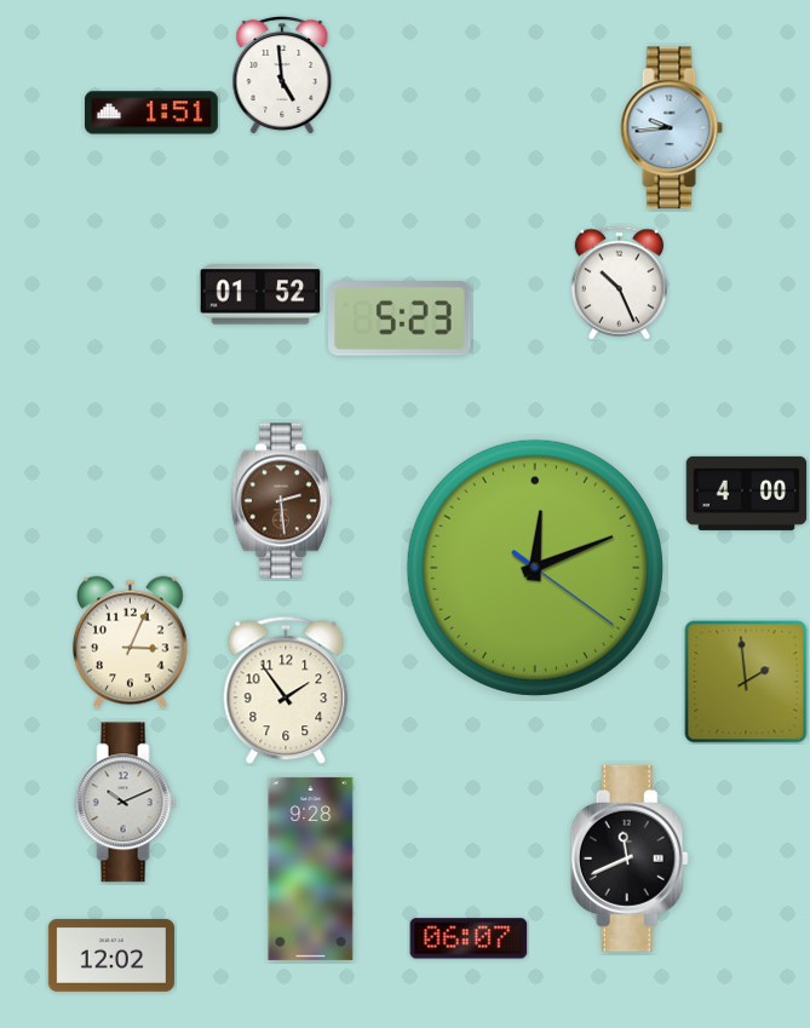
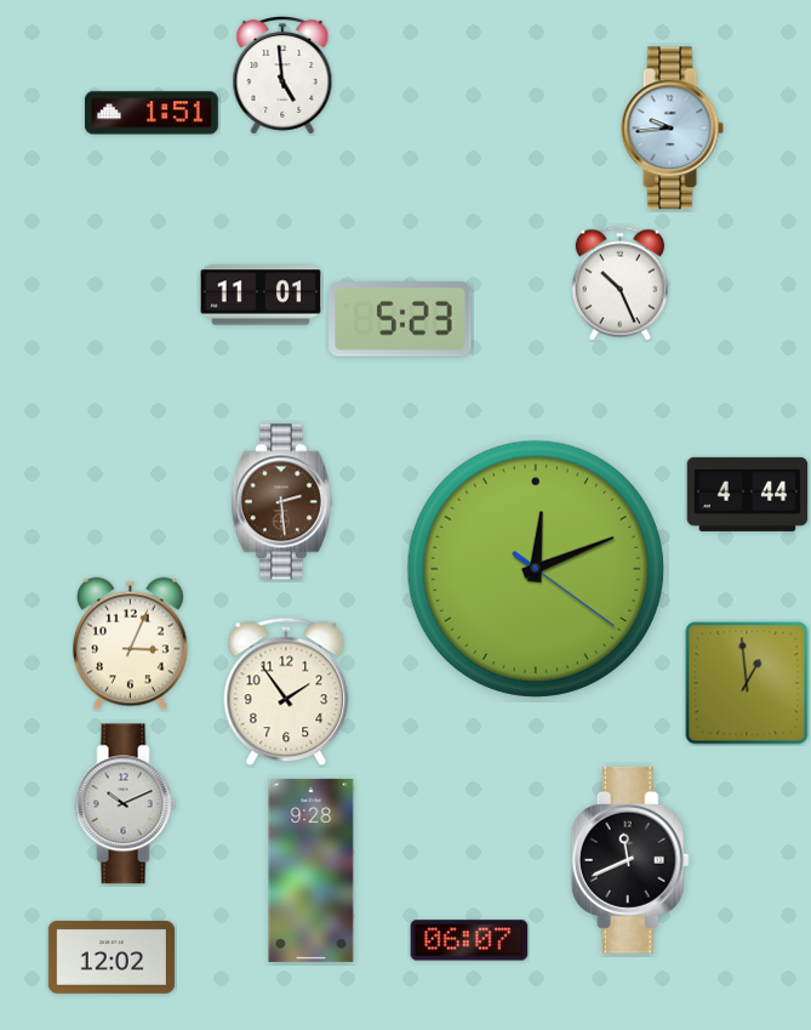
clock at (260, 294): 01:52 -> 11:01
clock at (747, 493): 4:00 -> 4:44
clock at (746, 682): 1:59 -> 12:59
